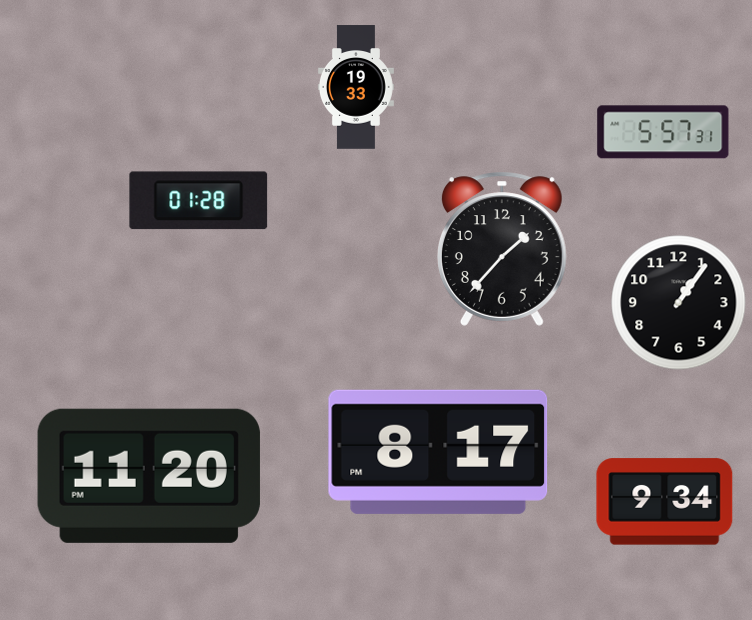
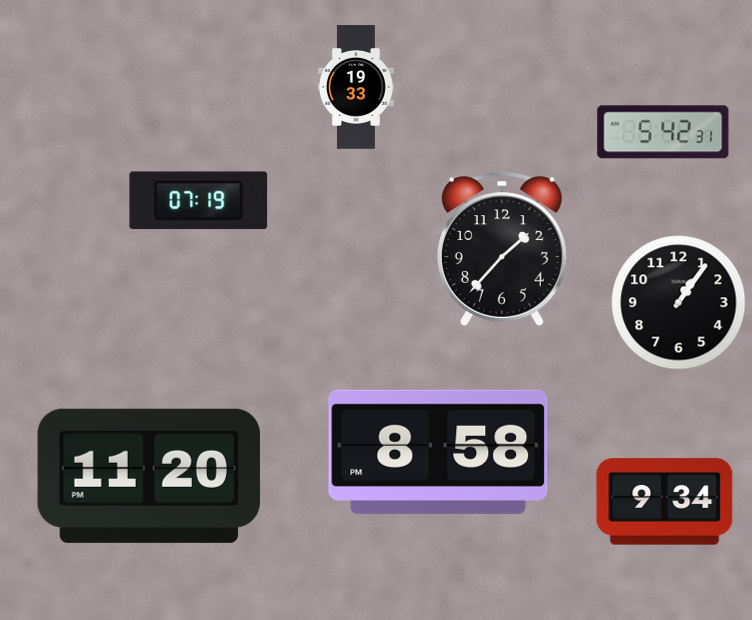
clock at (663, 132): 5:57 -> 5:42
clock at (199, 201): 01:28 -> 07:19
clock at (438, 452): 8:17 -> 8:58
